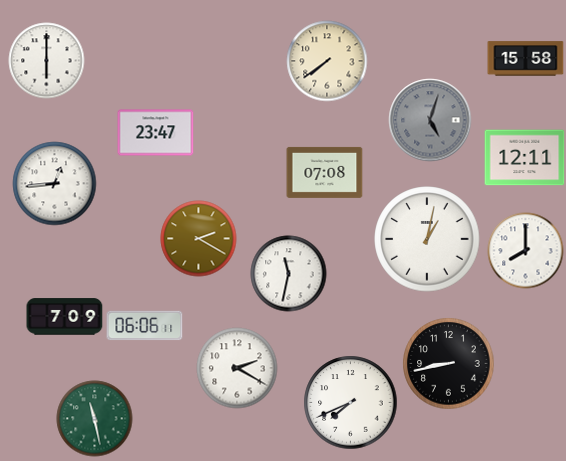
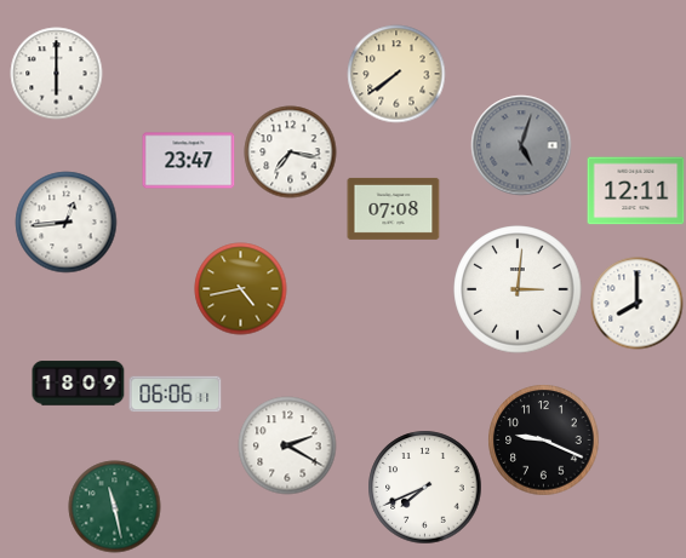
clock at (526, 59): 15:58 -> none
clock at (291, 153): none -> 7:17
clock at (199, 239): 2:20 -> 4:43
clock at (427, 239): 1:02 -> 3:01
clock at (289, 274): 11:32 -> none
clock at (65, 317): 7:09 -> 18:09
clock at (449, 364): 8:43 -> 9:19
